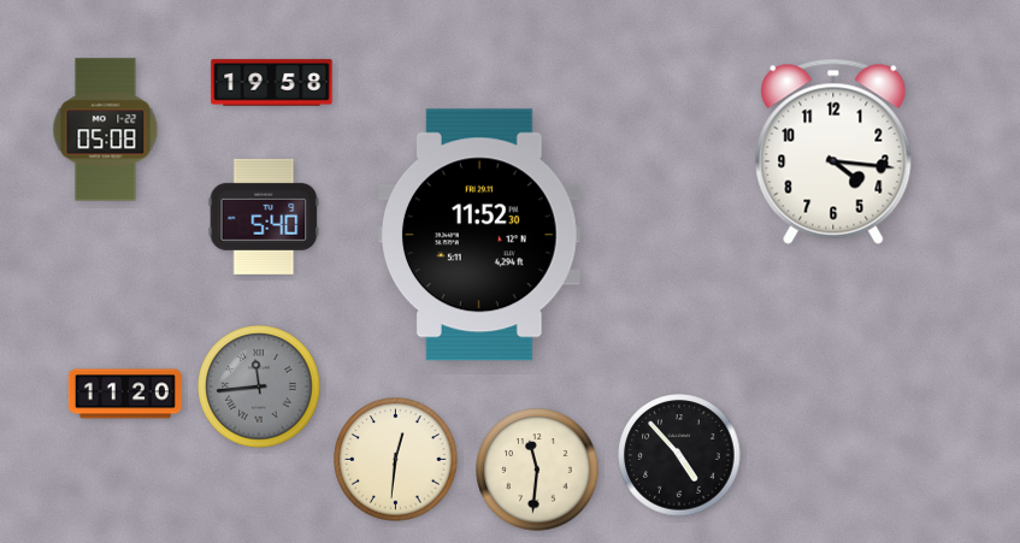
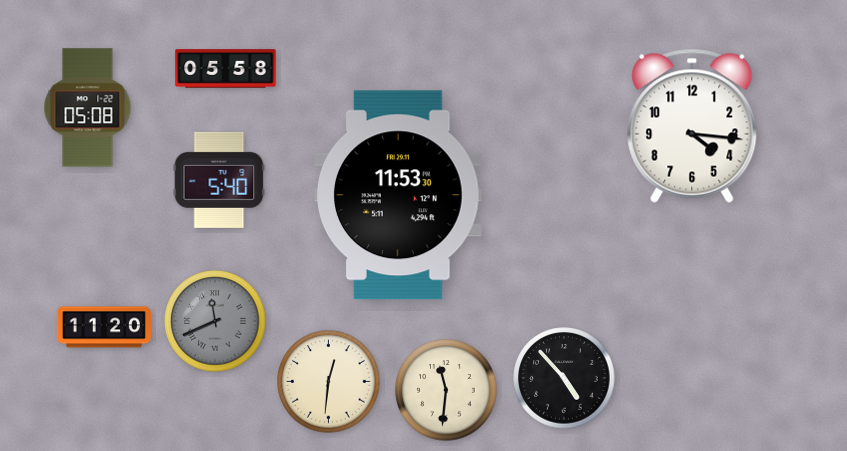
clock at (272, 83): 19:58 -> 05:58
clock at (480, 235): 11:52 -> 11:53
clock at (259, 386): 11:44 -> 11:41
